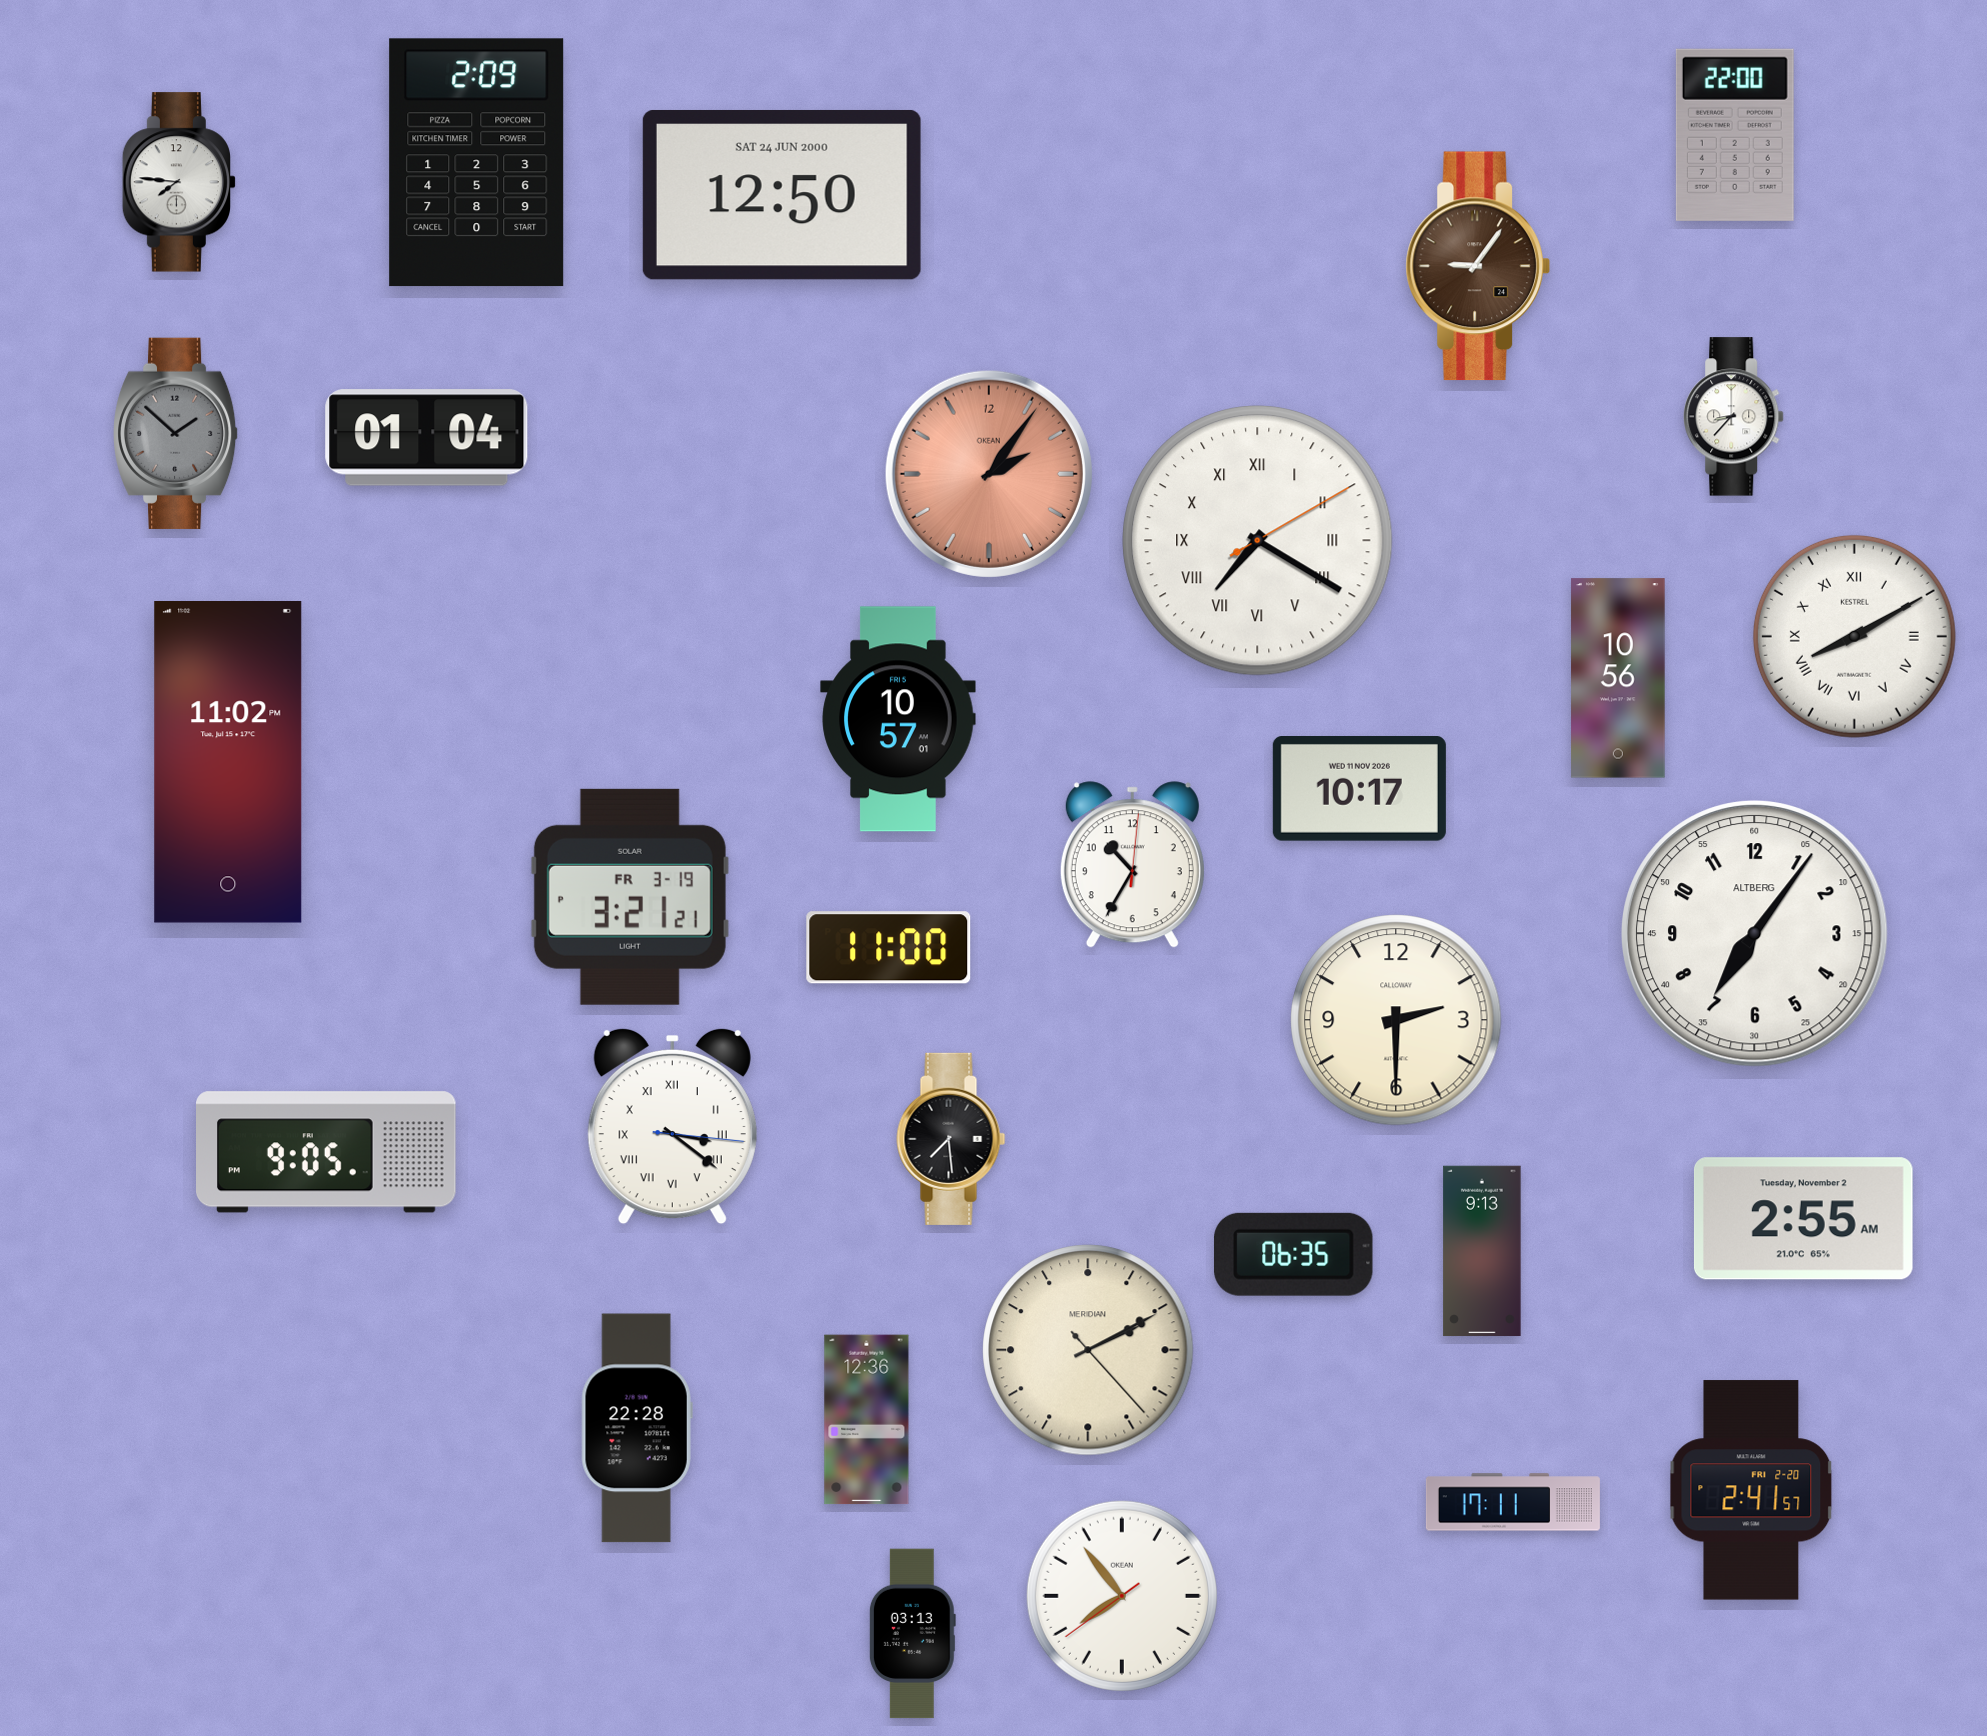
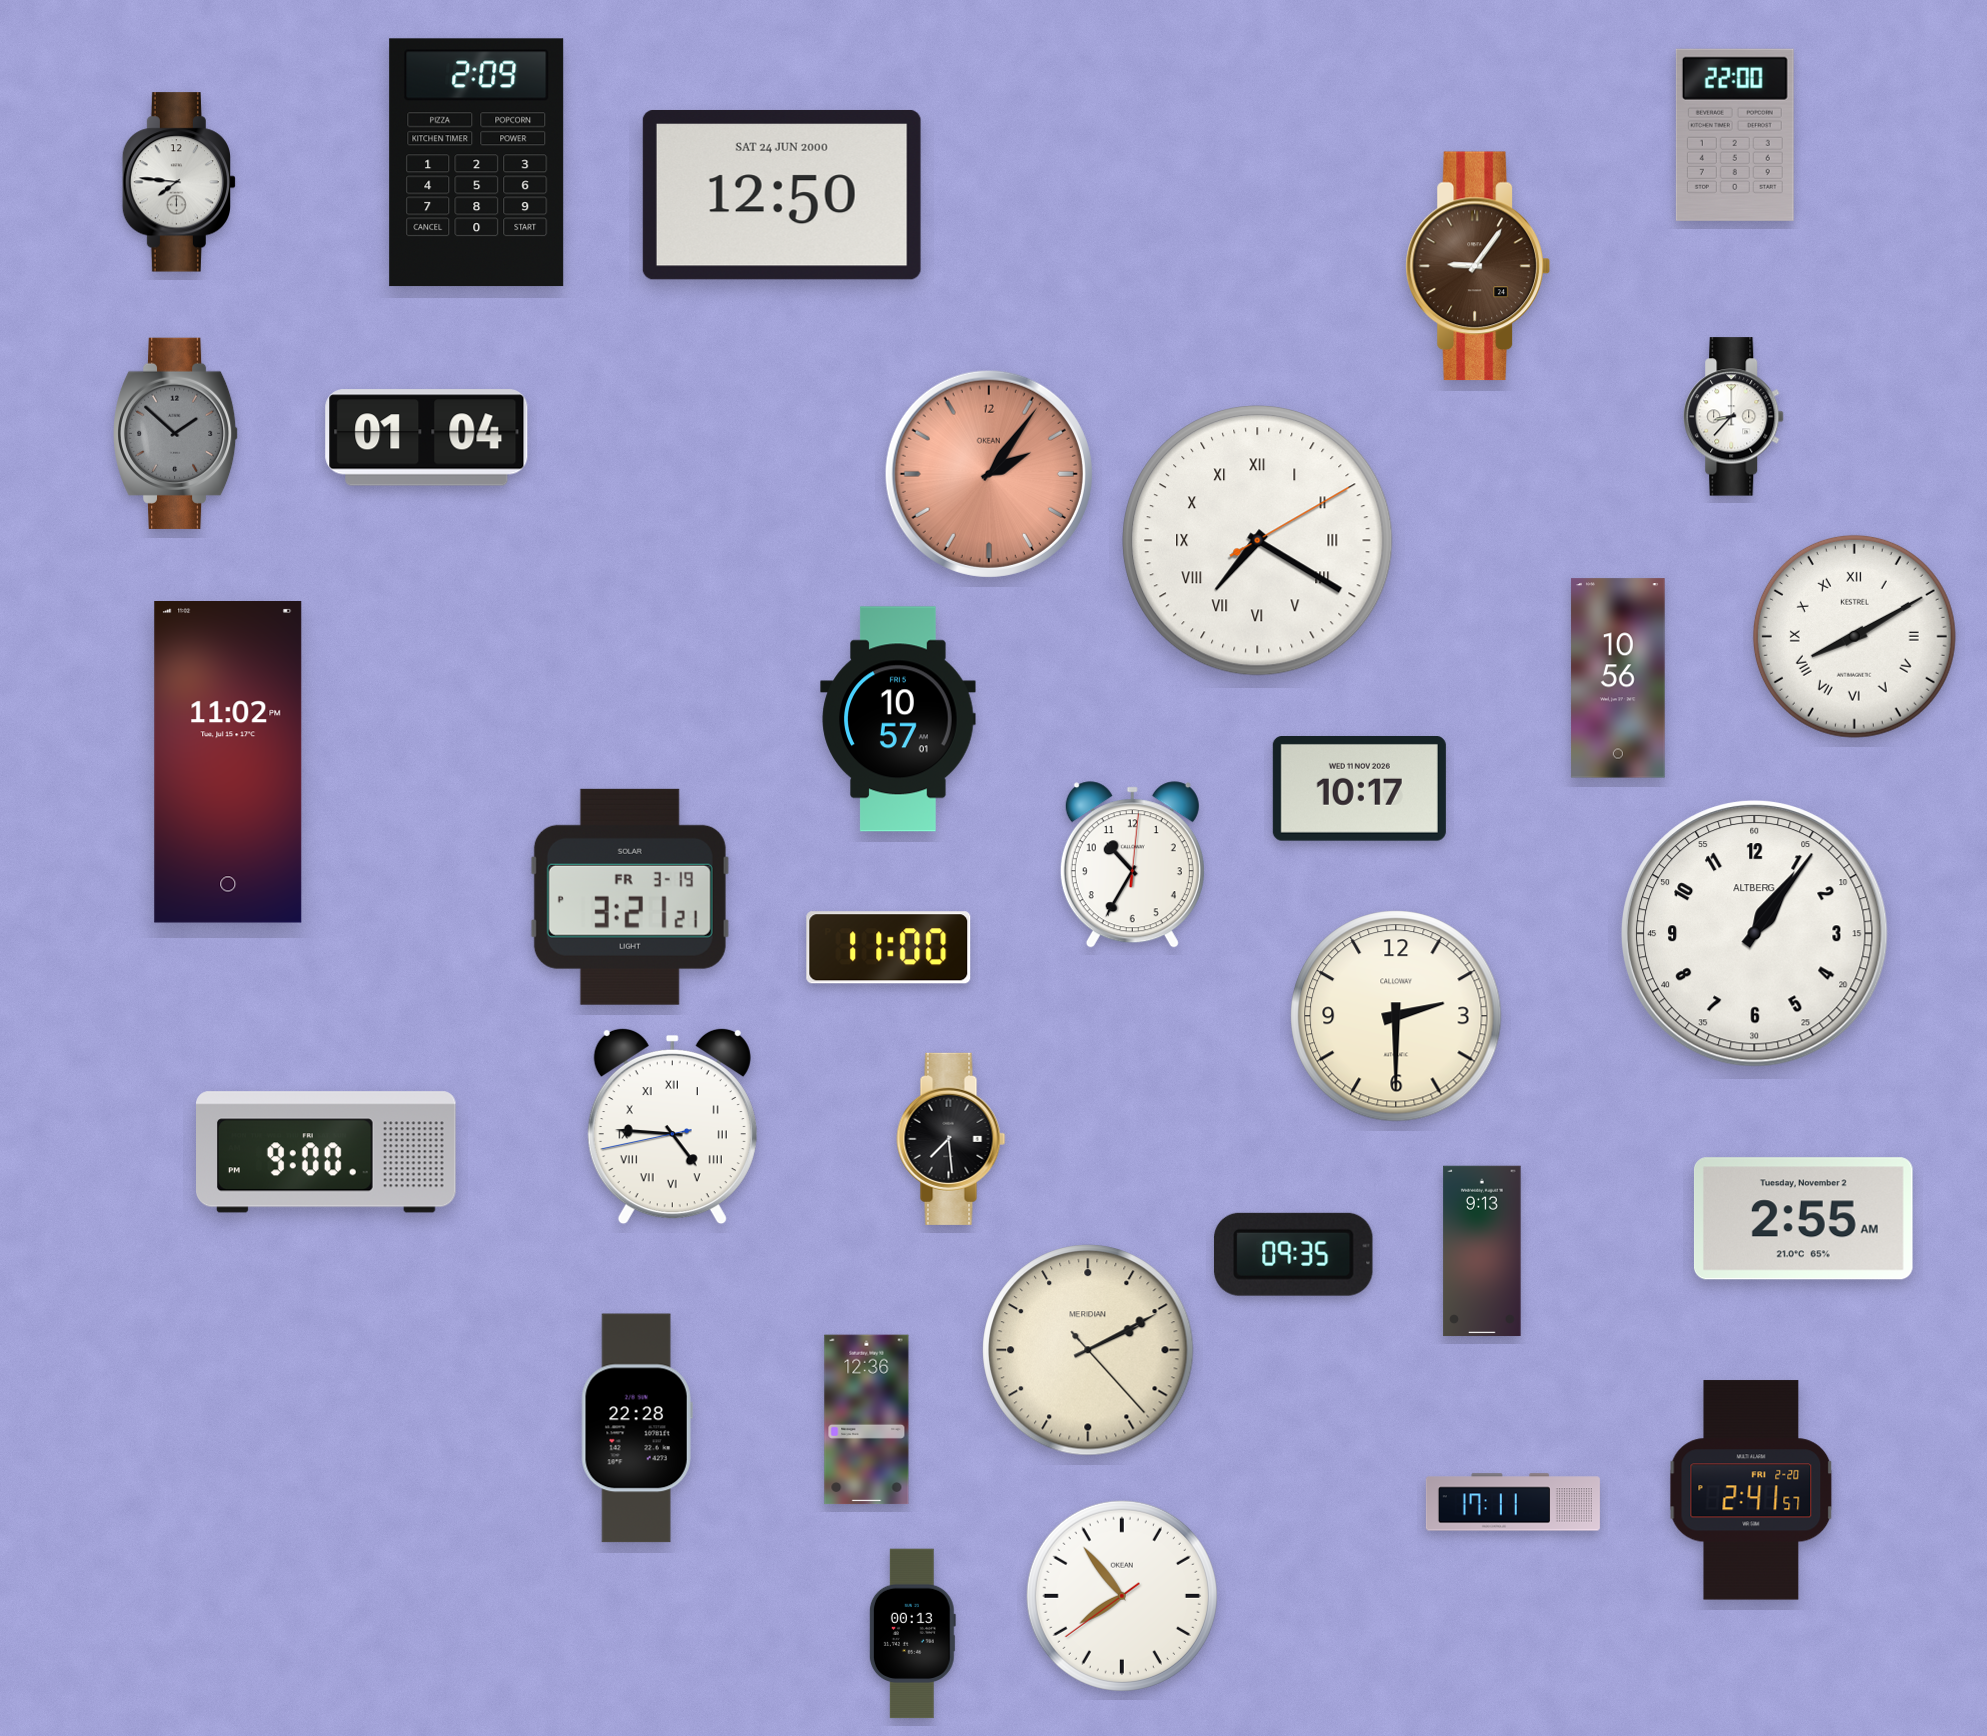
clock at (1755, 934): 7:06 -> 1:06
clock at (1396, 1020) position: (1396, 1020) -> (1396, 1016)
clock at (672, 1126): 3:21 -> 4:45
clock at (327, 1152): 9:05 -> 9:00
clock at (1294, 1254): 06:35 -> 09:35
clock at (912, 1634): 03:13 -> 00:13
